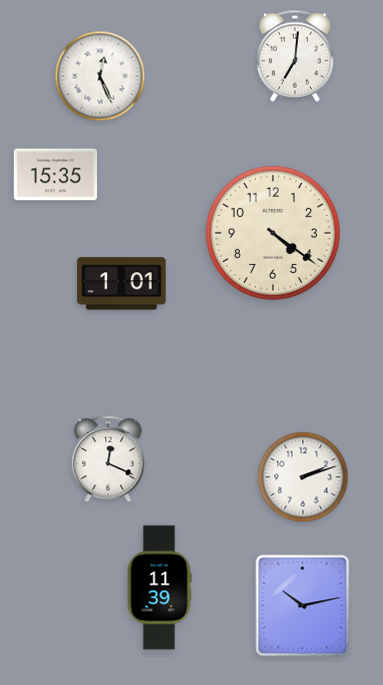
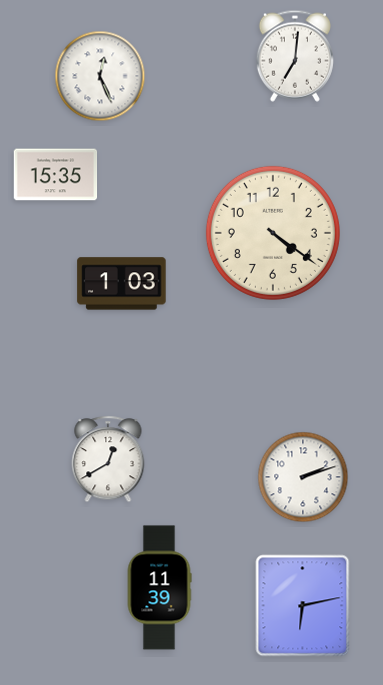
clock at (122, 284): 1:01 -> 1:03
clock at (108, 459): 12:19 -> 12:40
clock at (303, 606): 10:13 -> 6:13
